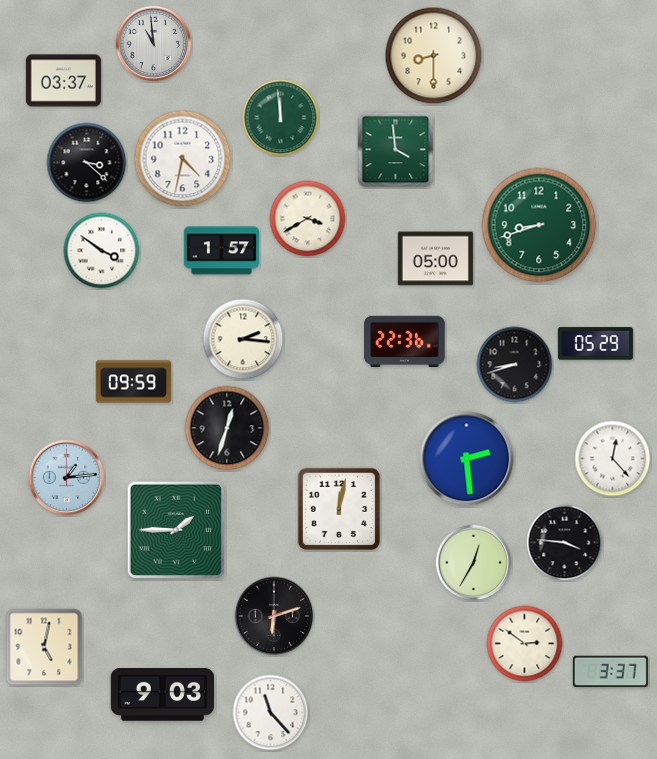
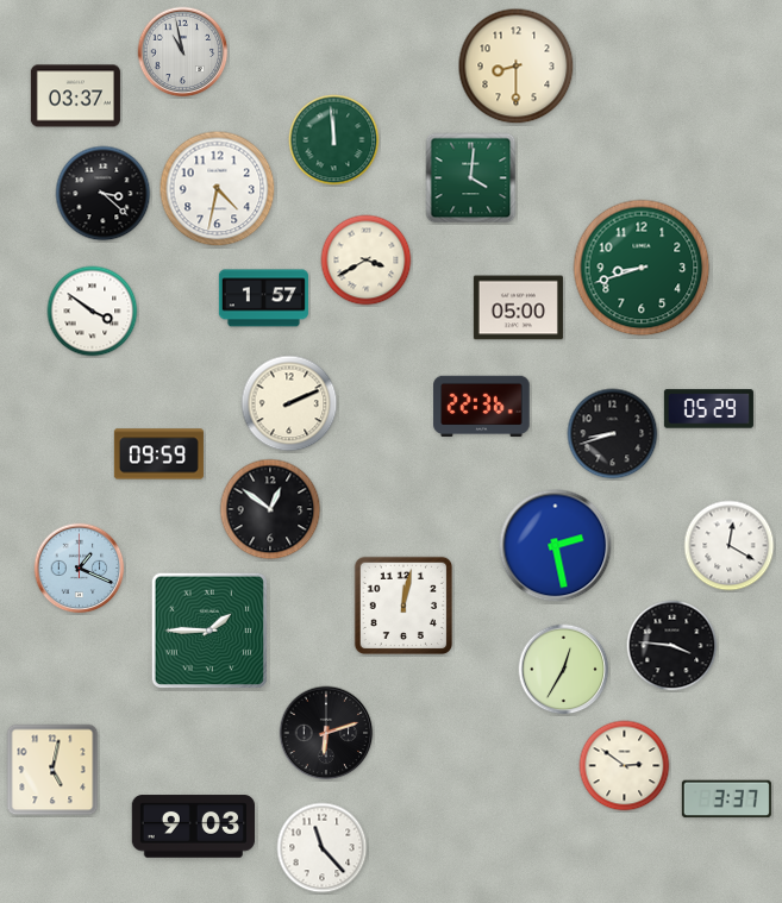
clock at (154, 44): 10:59 -> 10:58
clock at (396, 150): 3:59 -> 4:01
clock at (102, 251) position: (102, 251) -> (93, 312)
clock at (243, 339): 2:16 -> 2:11
clock at (227, 428): 12:33 -> 12:51
clock at (467, 459): 2:29 -> 2:28
clock at (613, 459): 12:23 -> 12:20
clock at (67, 478): 1:14 -> 1:19
